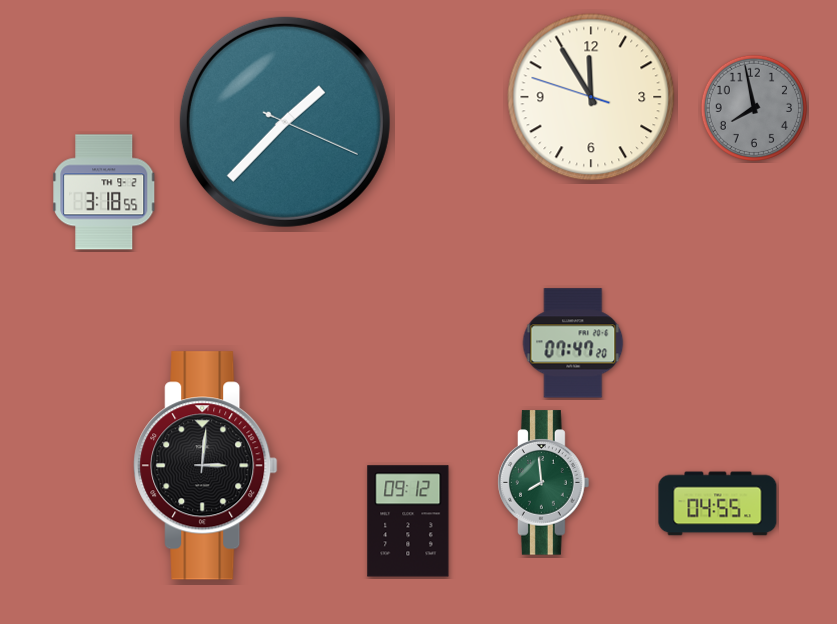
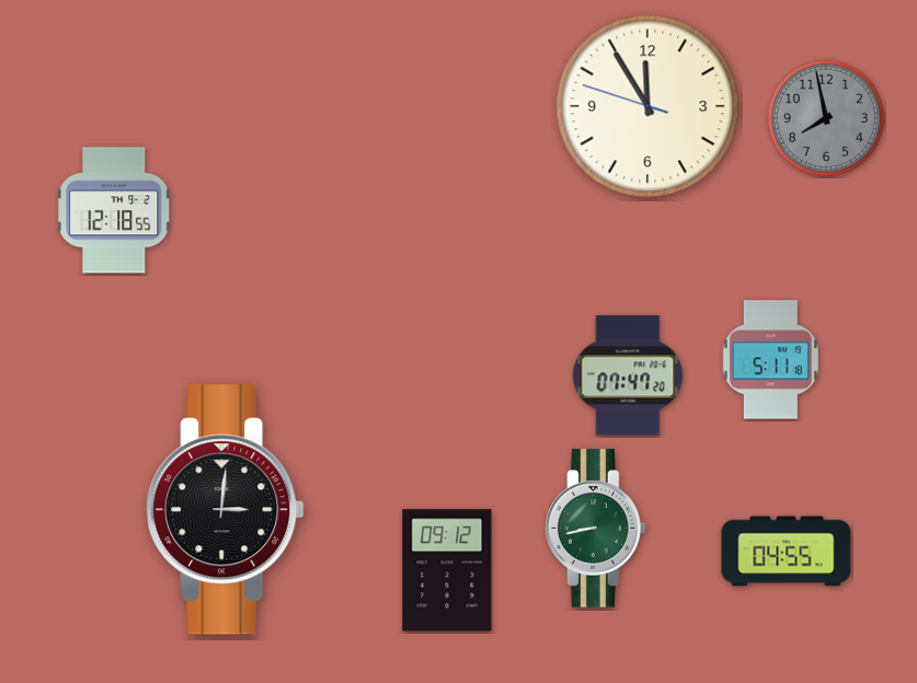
clock at (285, 122): 1:37 -> none
clock at (104, 192): 3:18 -> 12:18
clock at (770, 360): none -> 5:11
clock at (544, 483): 7:59 -> 8:43
